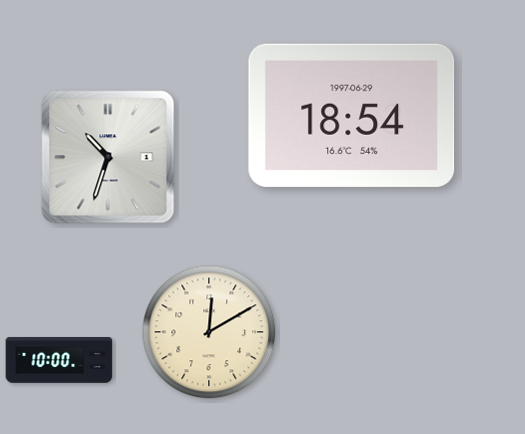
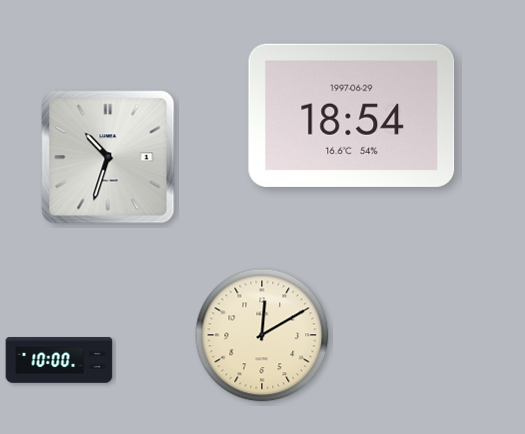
clock at (209, 332) position: (209, 332) -> (262, 335)
